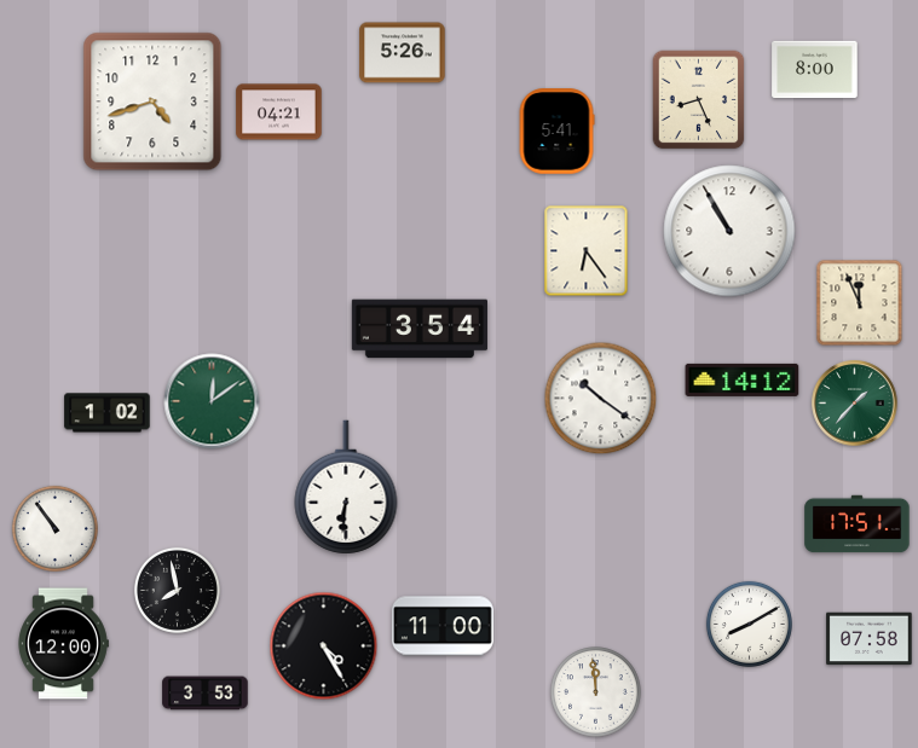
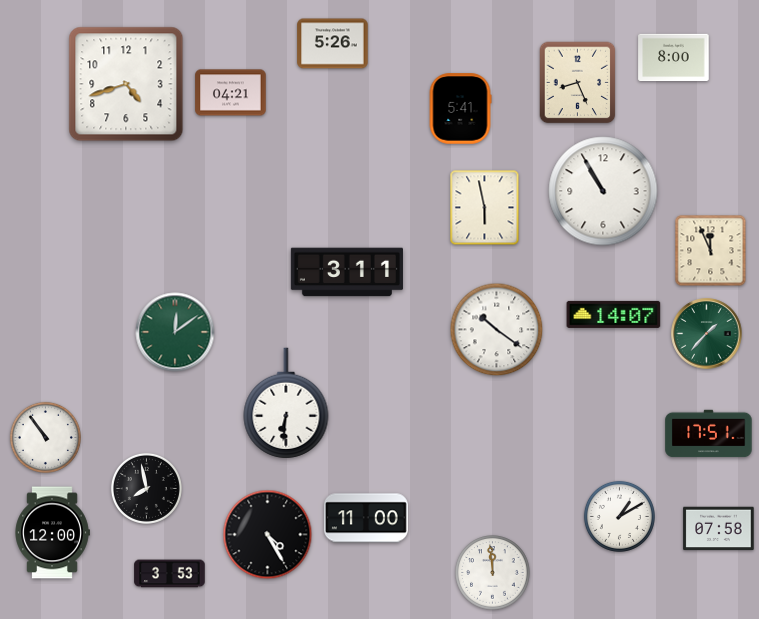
clock at (587, 251): 6:24 -> 5:58
clock at (420, 329): 3:54 -> 3:11
clock at (743, 379): 14:12 -> 14:07
clock at (108, 413): 1:02 -> none
clock at (749, 624): 8:10 -> 1:10
